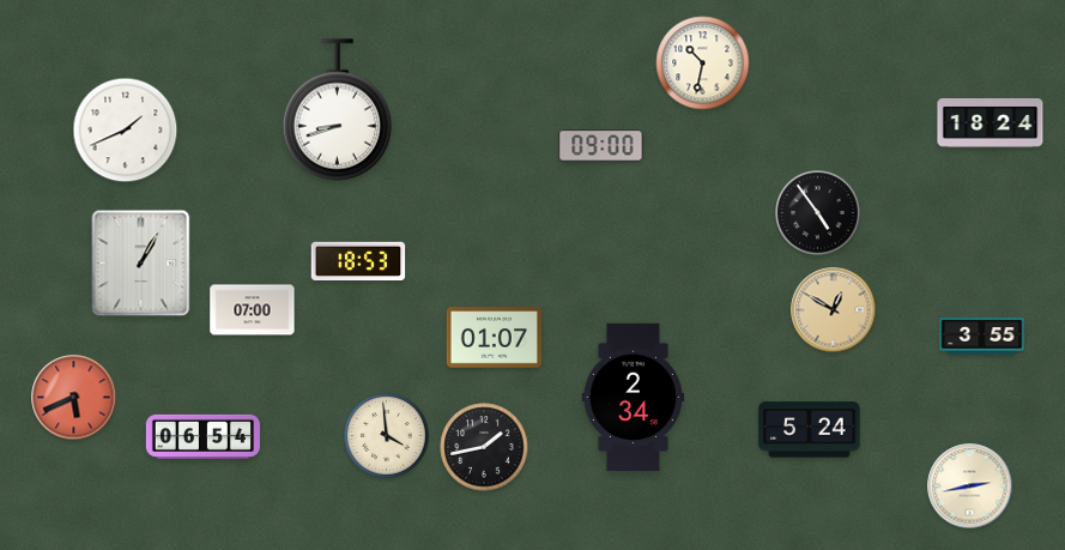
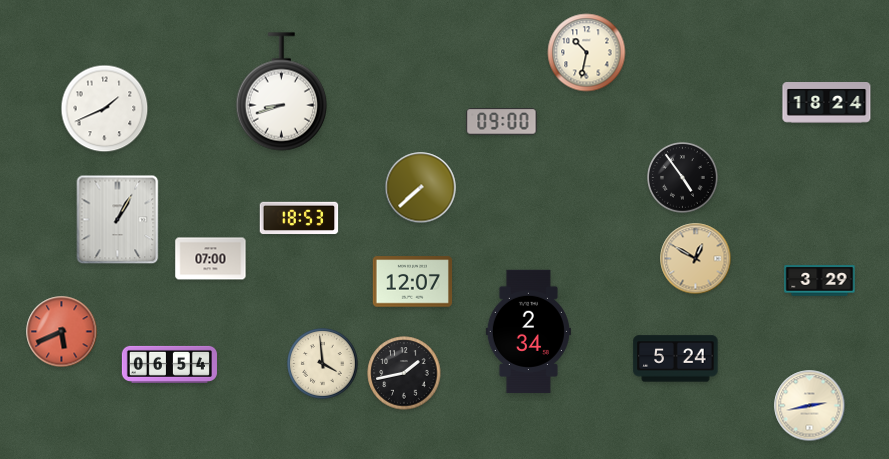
clock at (421, 188): none -> 7:38
clock at (982, 337): 3:55 -> 3:29
clock at (495, 338): 01:07 -> 12:07
